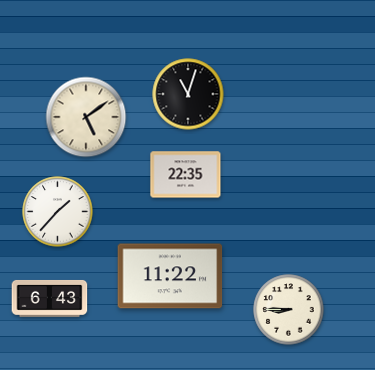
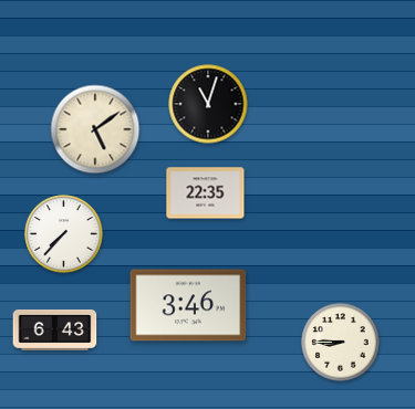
clock at (58, 212): 1:37 -> 7:37
clock at (170, 276): 11:22 -> 3:46
clock at (289, 310) position: (289, 310) -> (341, 343)
